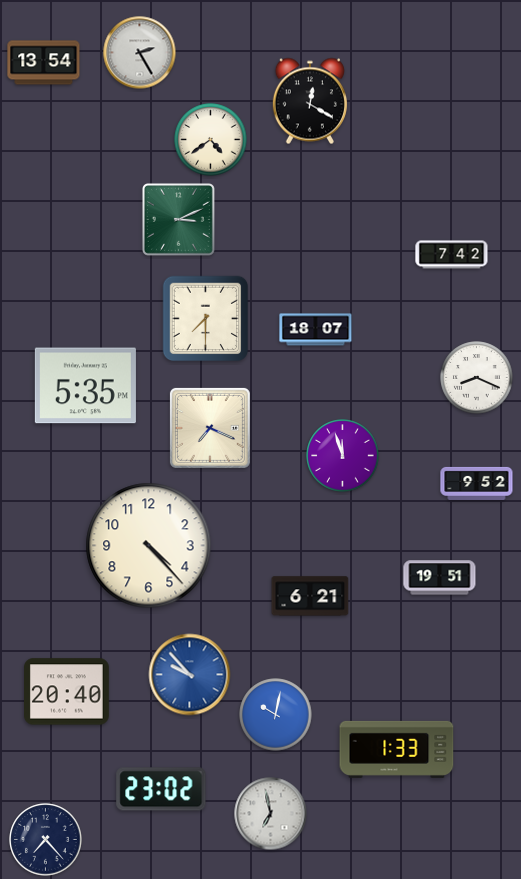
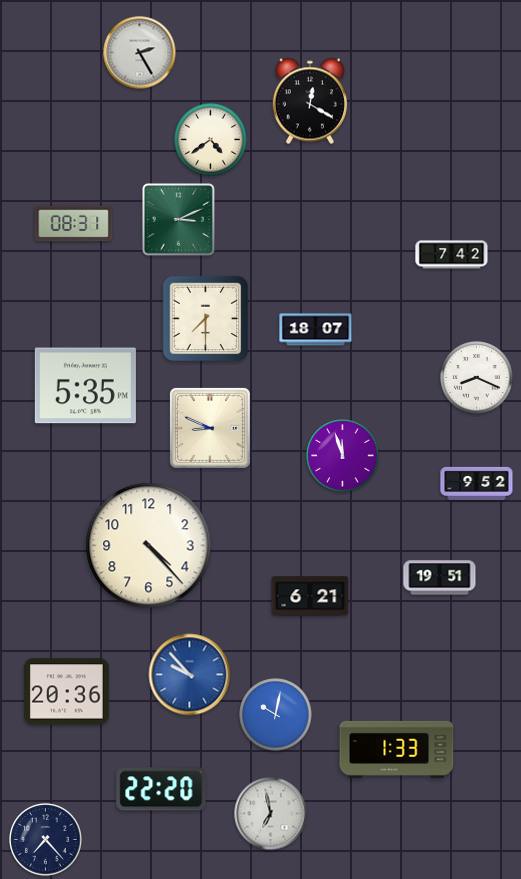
clock at (44, 63): 13:54 -> none
clock at (74, 224): none -> 08:31
clock at (210, 428): 7:19 -> 8:49
clock at (67, 692): 20:40 -> 20:36
clock at (161, 789): 23:02 -> 22:20
